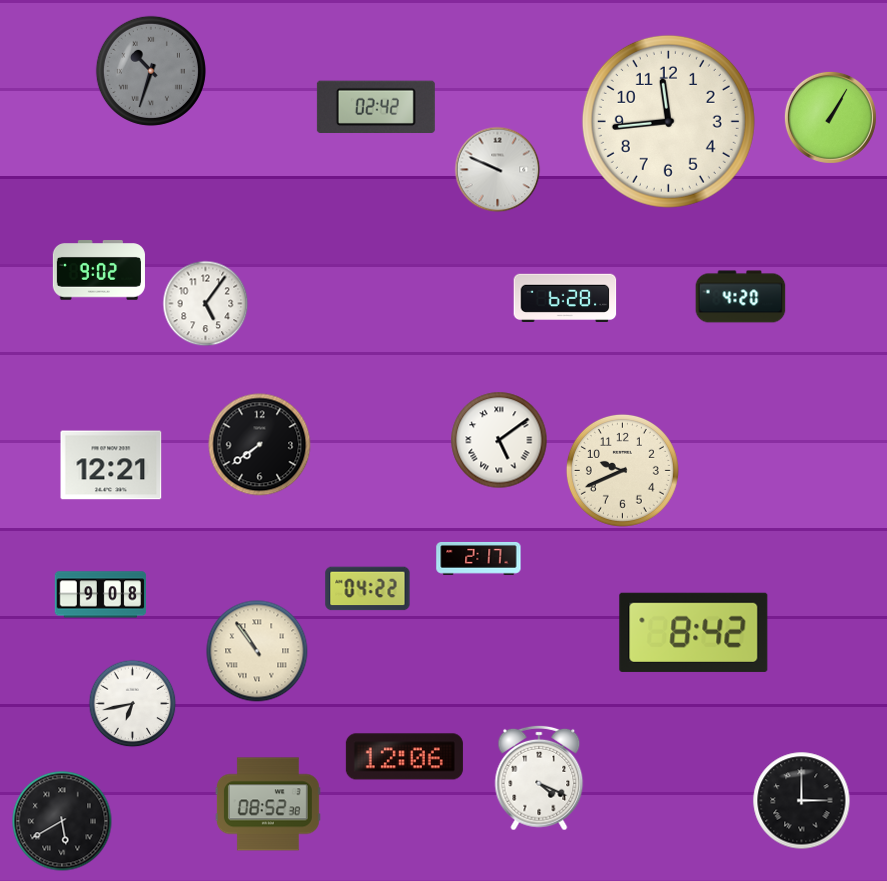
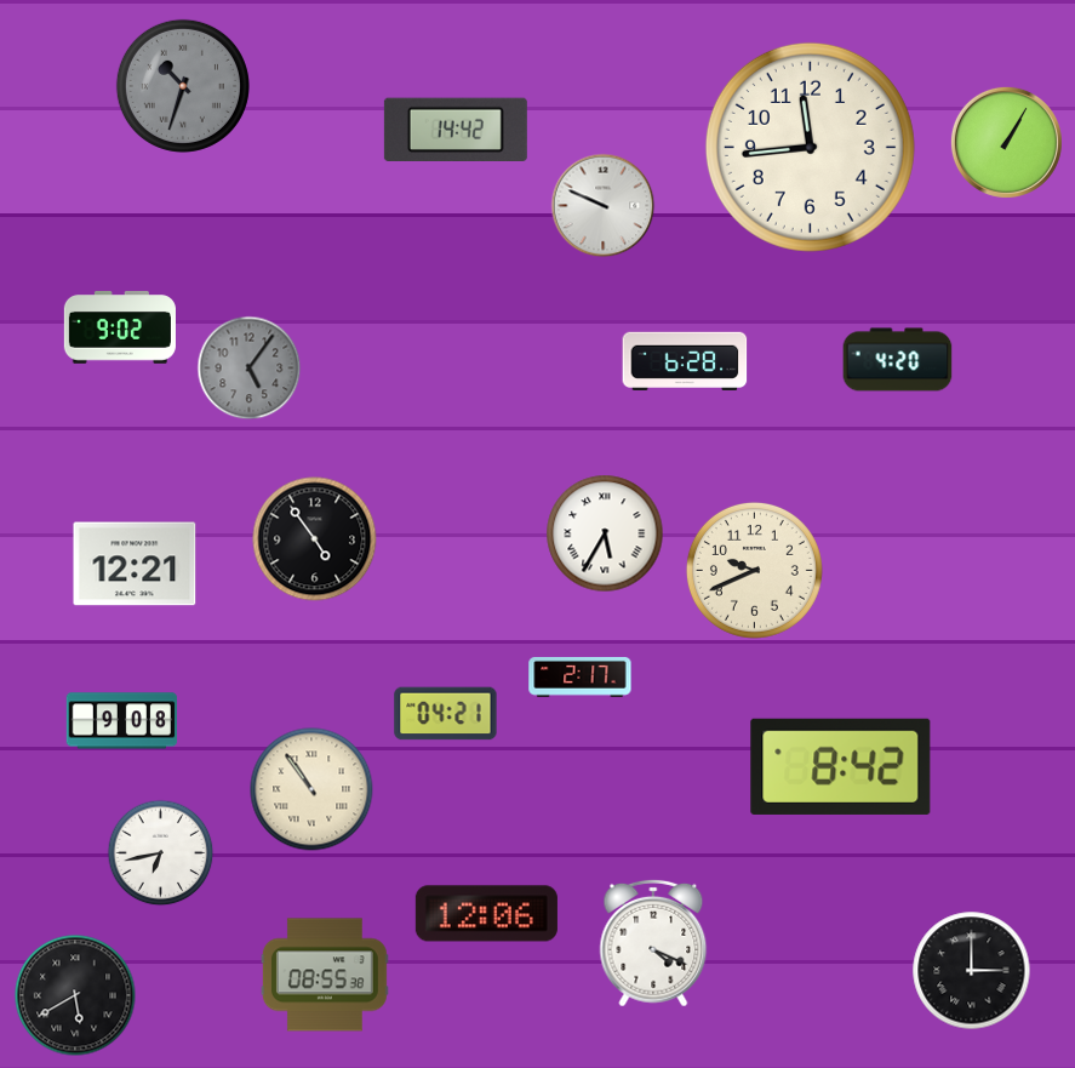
clock at (376, 107): 02:42 -> 14:42
clock at (206, 304) dial: white -> grey
clock at (499, 440): 5:09 -> 5:35
clock at (260, 445): 7:39 -> 4:54
clock at (368, 589): 04:22 -> 04:21
clock at (404, 757) position: (404, 757) -> (486, 914)
clock at (268, 804): 08:52 -> 08:55
